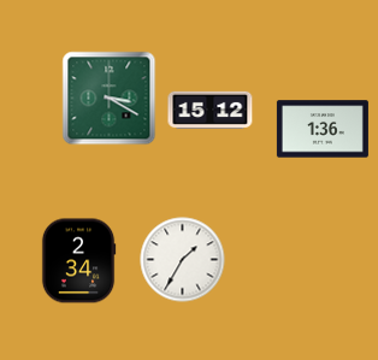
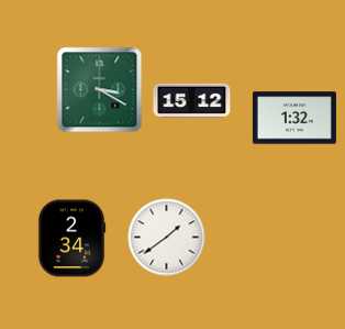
clock at (323, 129): 1:36 -> 1:32
clock at (183, 260): 1:35 -> 1:39
